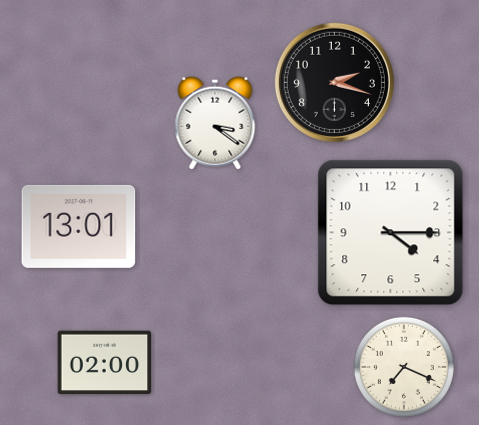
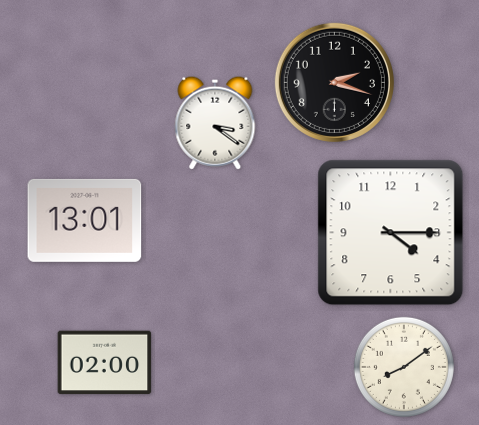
clock at (79, 226) position: (79, 226) -> (85, 220)
clock at (404, 367): 7:19 -> 8:09
